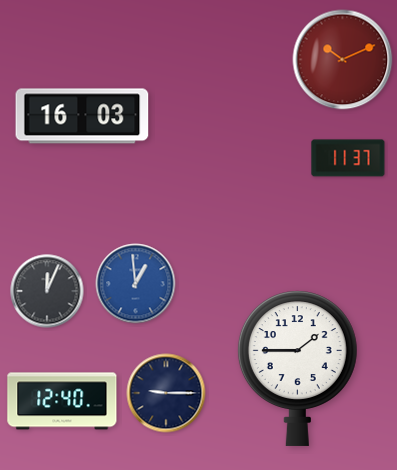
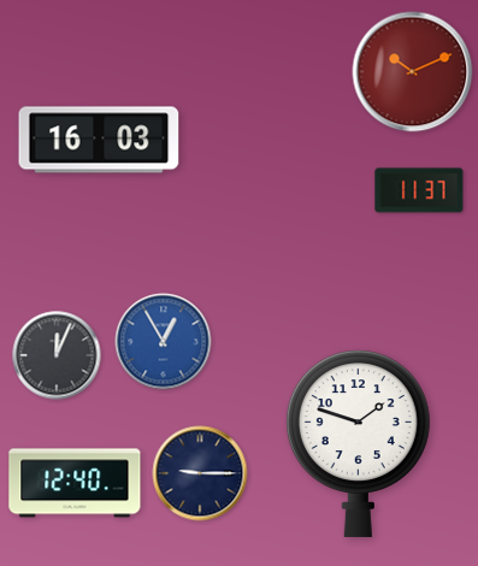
clock at (136, 284): 12:59 -> 12:55
clock at (47, 291) position: (47, 291) -> (57, 355)
clock at (297, 368): 1:45 -> 1:48
